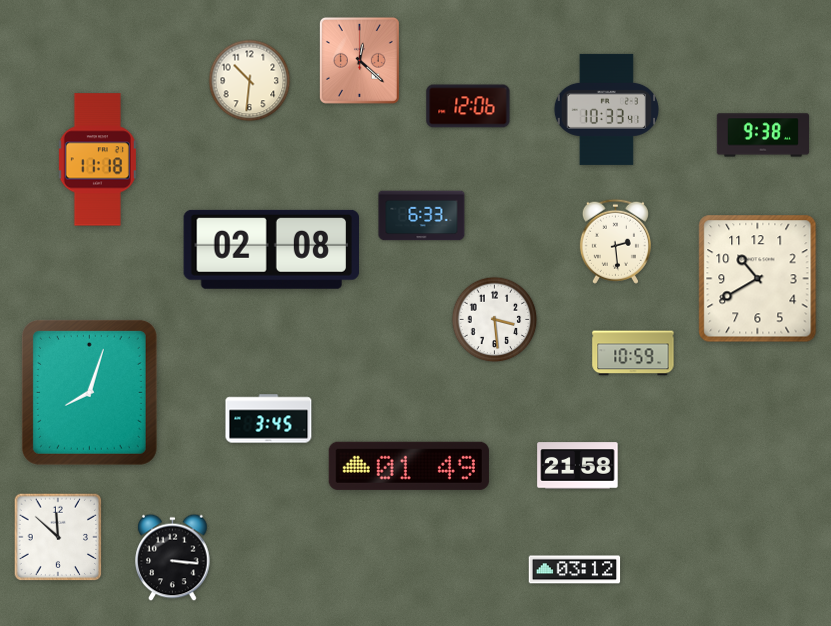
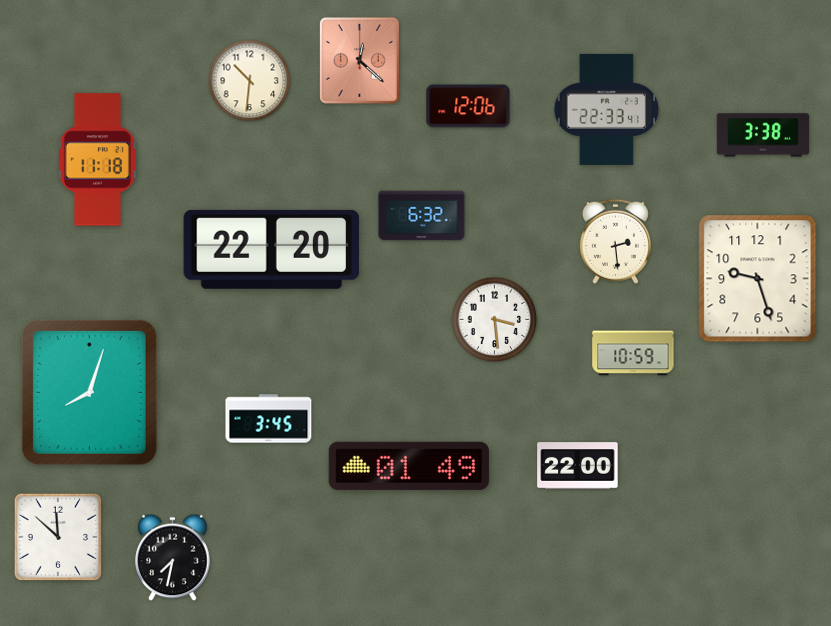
clock at (606, 109): 10:33 -> 22:33
clock at (763, 135): 9:38 -> 3:38
clock at (422, 216): 6:33 -> 6:32
clock at (271, 249): 02:08 -> 22:20
clock at (758, 279): 10:40 -> 9:27
clock at (578, 466): 21:58 -> 22:00
clock at (173, 558): 3:16 -> 7:32
clock at (575, 570): 03:12 -> none
